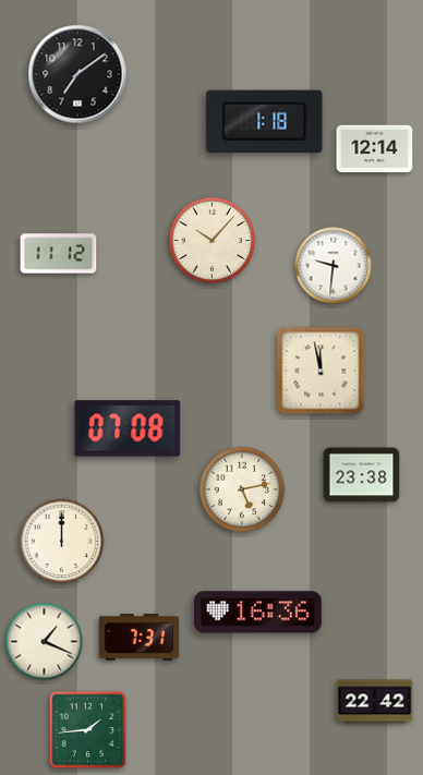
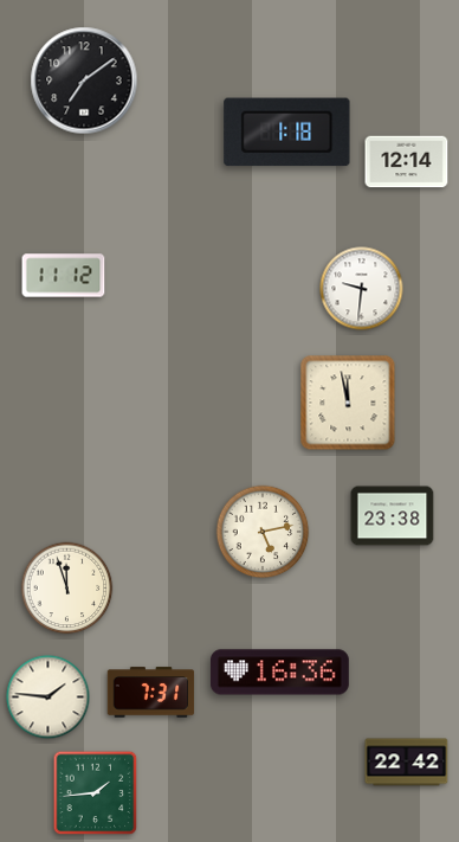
clock at (213, 241): 10:07 -> none
clock at (128, 428): 07:08 -> none
clock at (62, 542): 12:00 -> 11:57
clock at (257, 613) position: (257, 613) -> (279, 673)
clock at (45, 642): 1:19 -> 1:46
